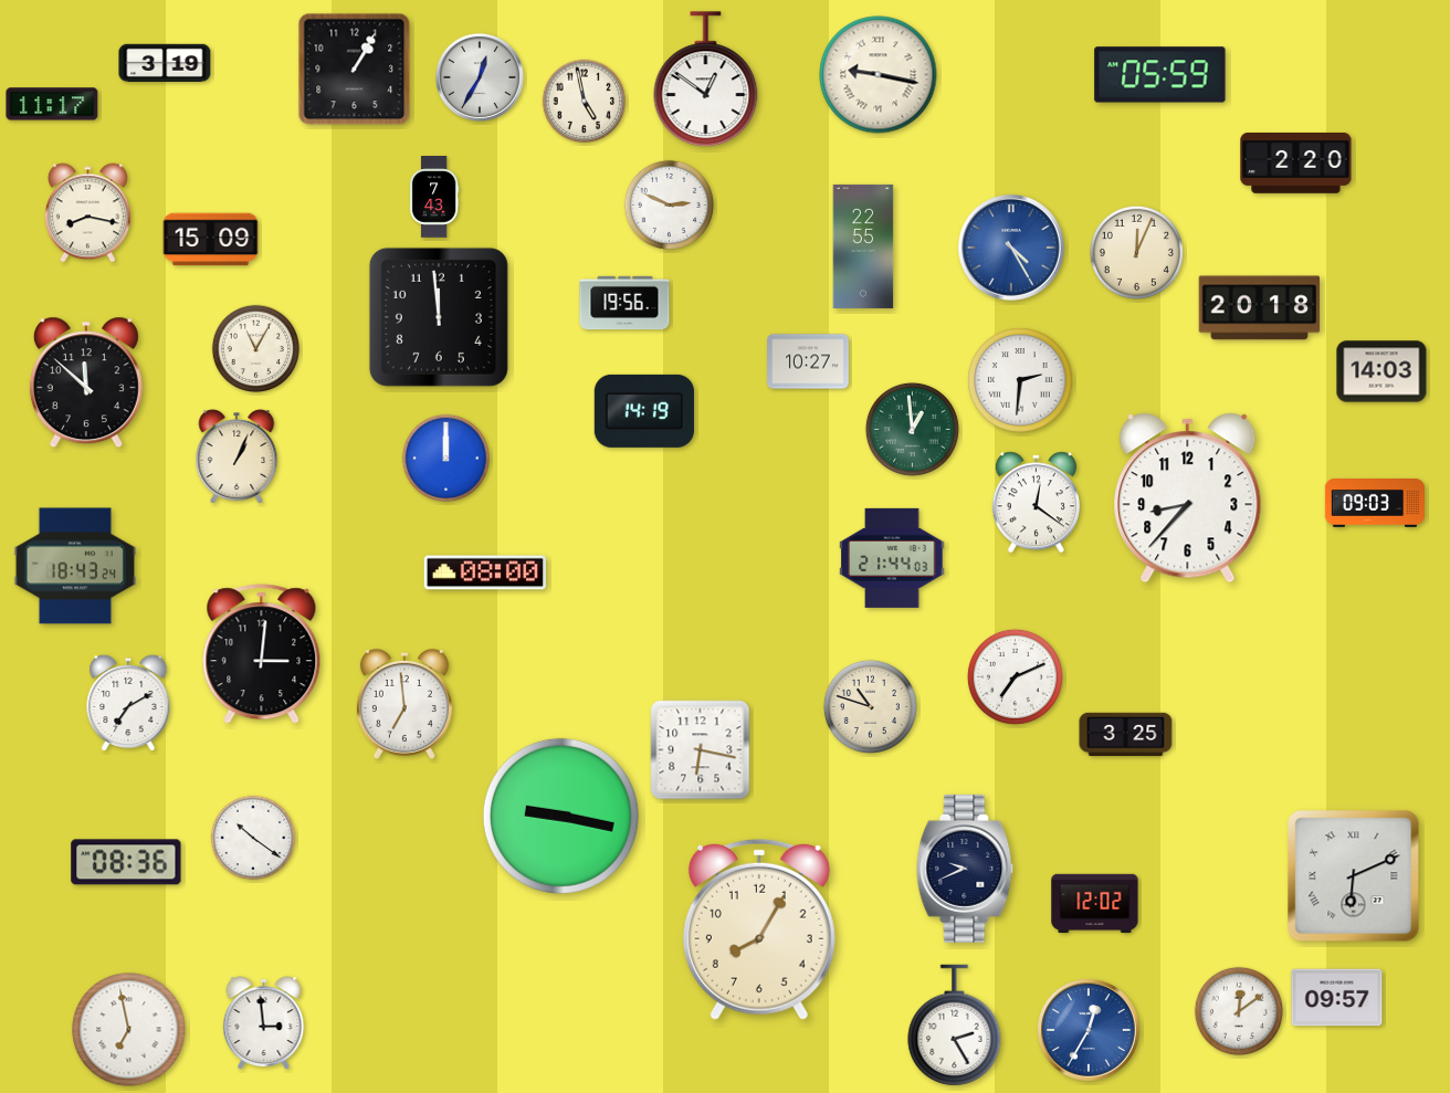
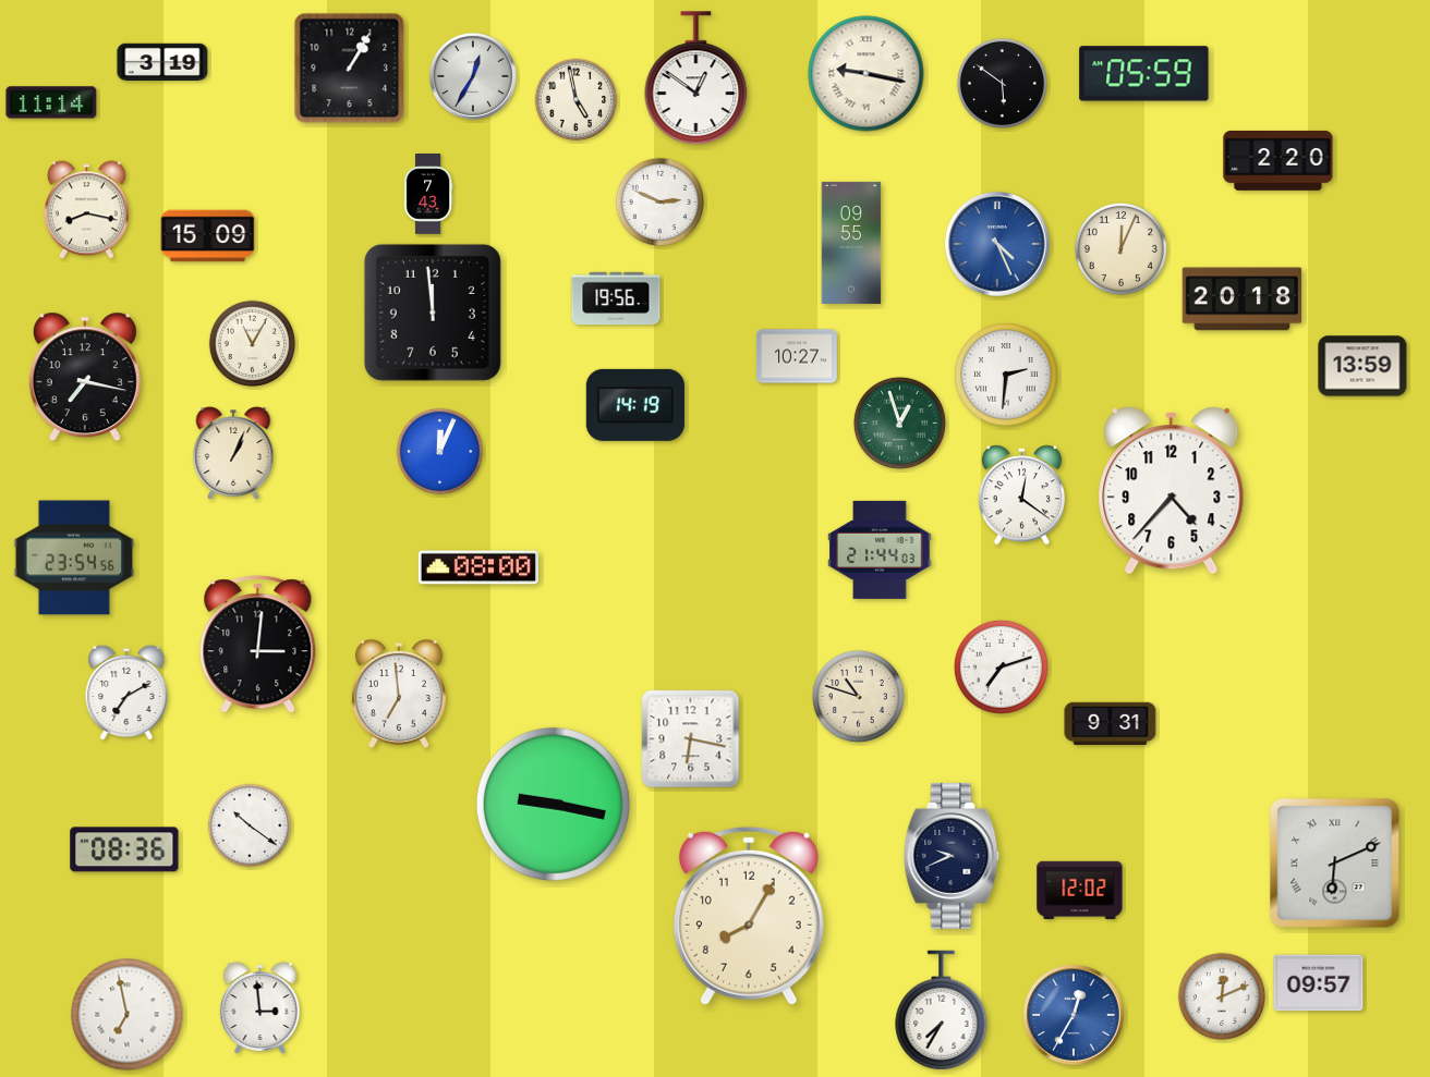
clock at (1002, 83): none -> 5:51
clock at (52, 104): 11:17 -> 11:14
clock at (863, 246): 22:55 -> 09:55
clock at (1011, 248): 4:25 -> 4:26
clock at (1260, 308) position: (1260, 308) -> (1243, 299)
clock at (1381, 371): 14:03 -> 13:59
clock at (86, 382): 11:52 -> 7:17
clock at (912, 429): 12:59 -> 12:57
clock at (237, 456) position: (237, 456) -> (233, 453)
clock at (446, 459): 12:00 -> 12:04
clock at (1188, 498): 8:37 -> 4:37
clock at (1374, 504): 09:03 -> none
clock at (74, 566): 18:43 -> 23:54
clock at (484, 572) position: (484, 572) -> (477, 567)
clock at (1015, 676): 7:11 -> 7:12
clock at (1126, 735): 3:25 -> 9:31
clock at (1238, 1010): 12:09 -> 12:11
clock at (955, 1026): 2:25 -> 7:35
